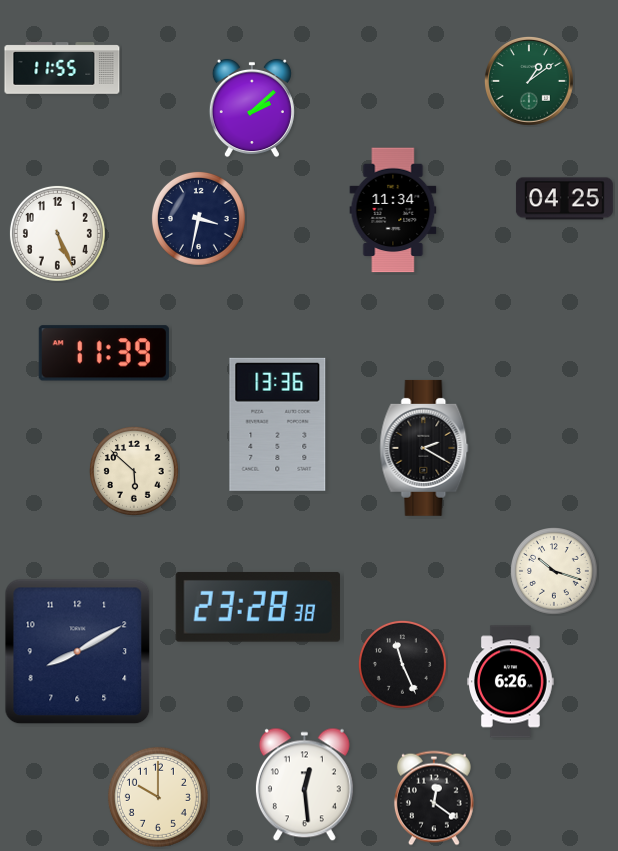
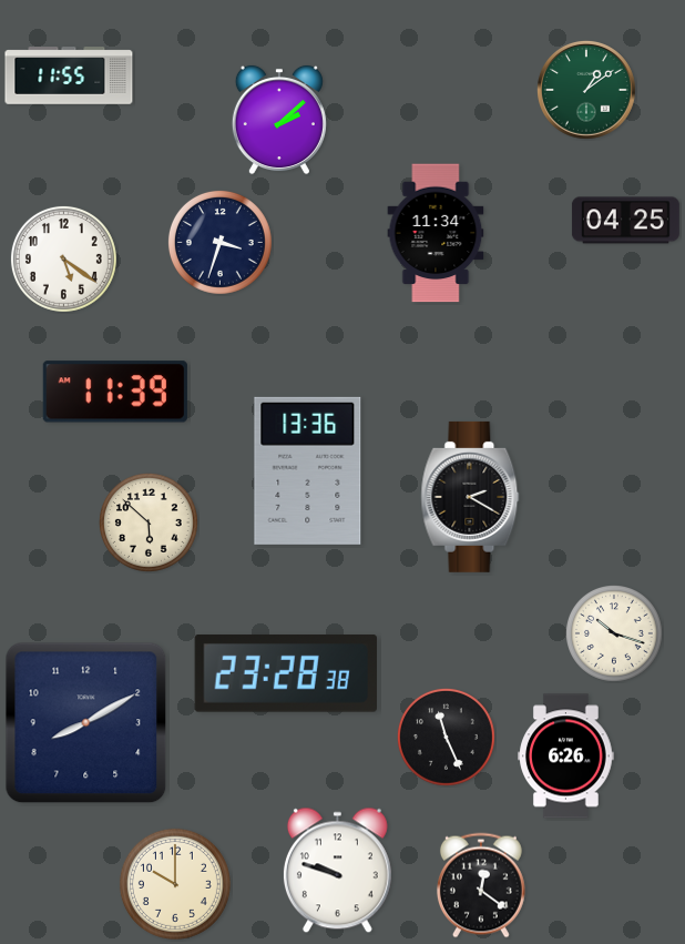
clock at (198, 218): 3:32 -> 3:33
clock at (57, 233): 5:26 -> 5:21
clock at (304, 785): 12:29 -> 9:48
